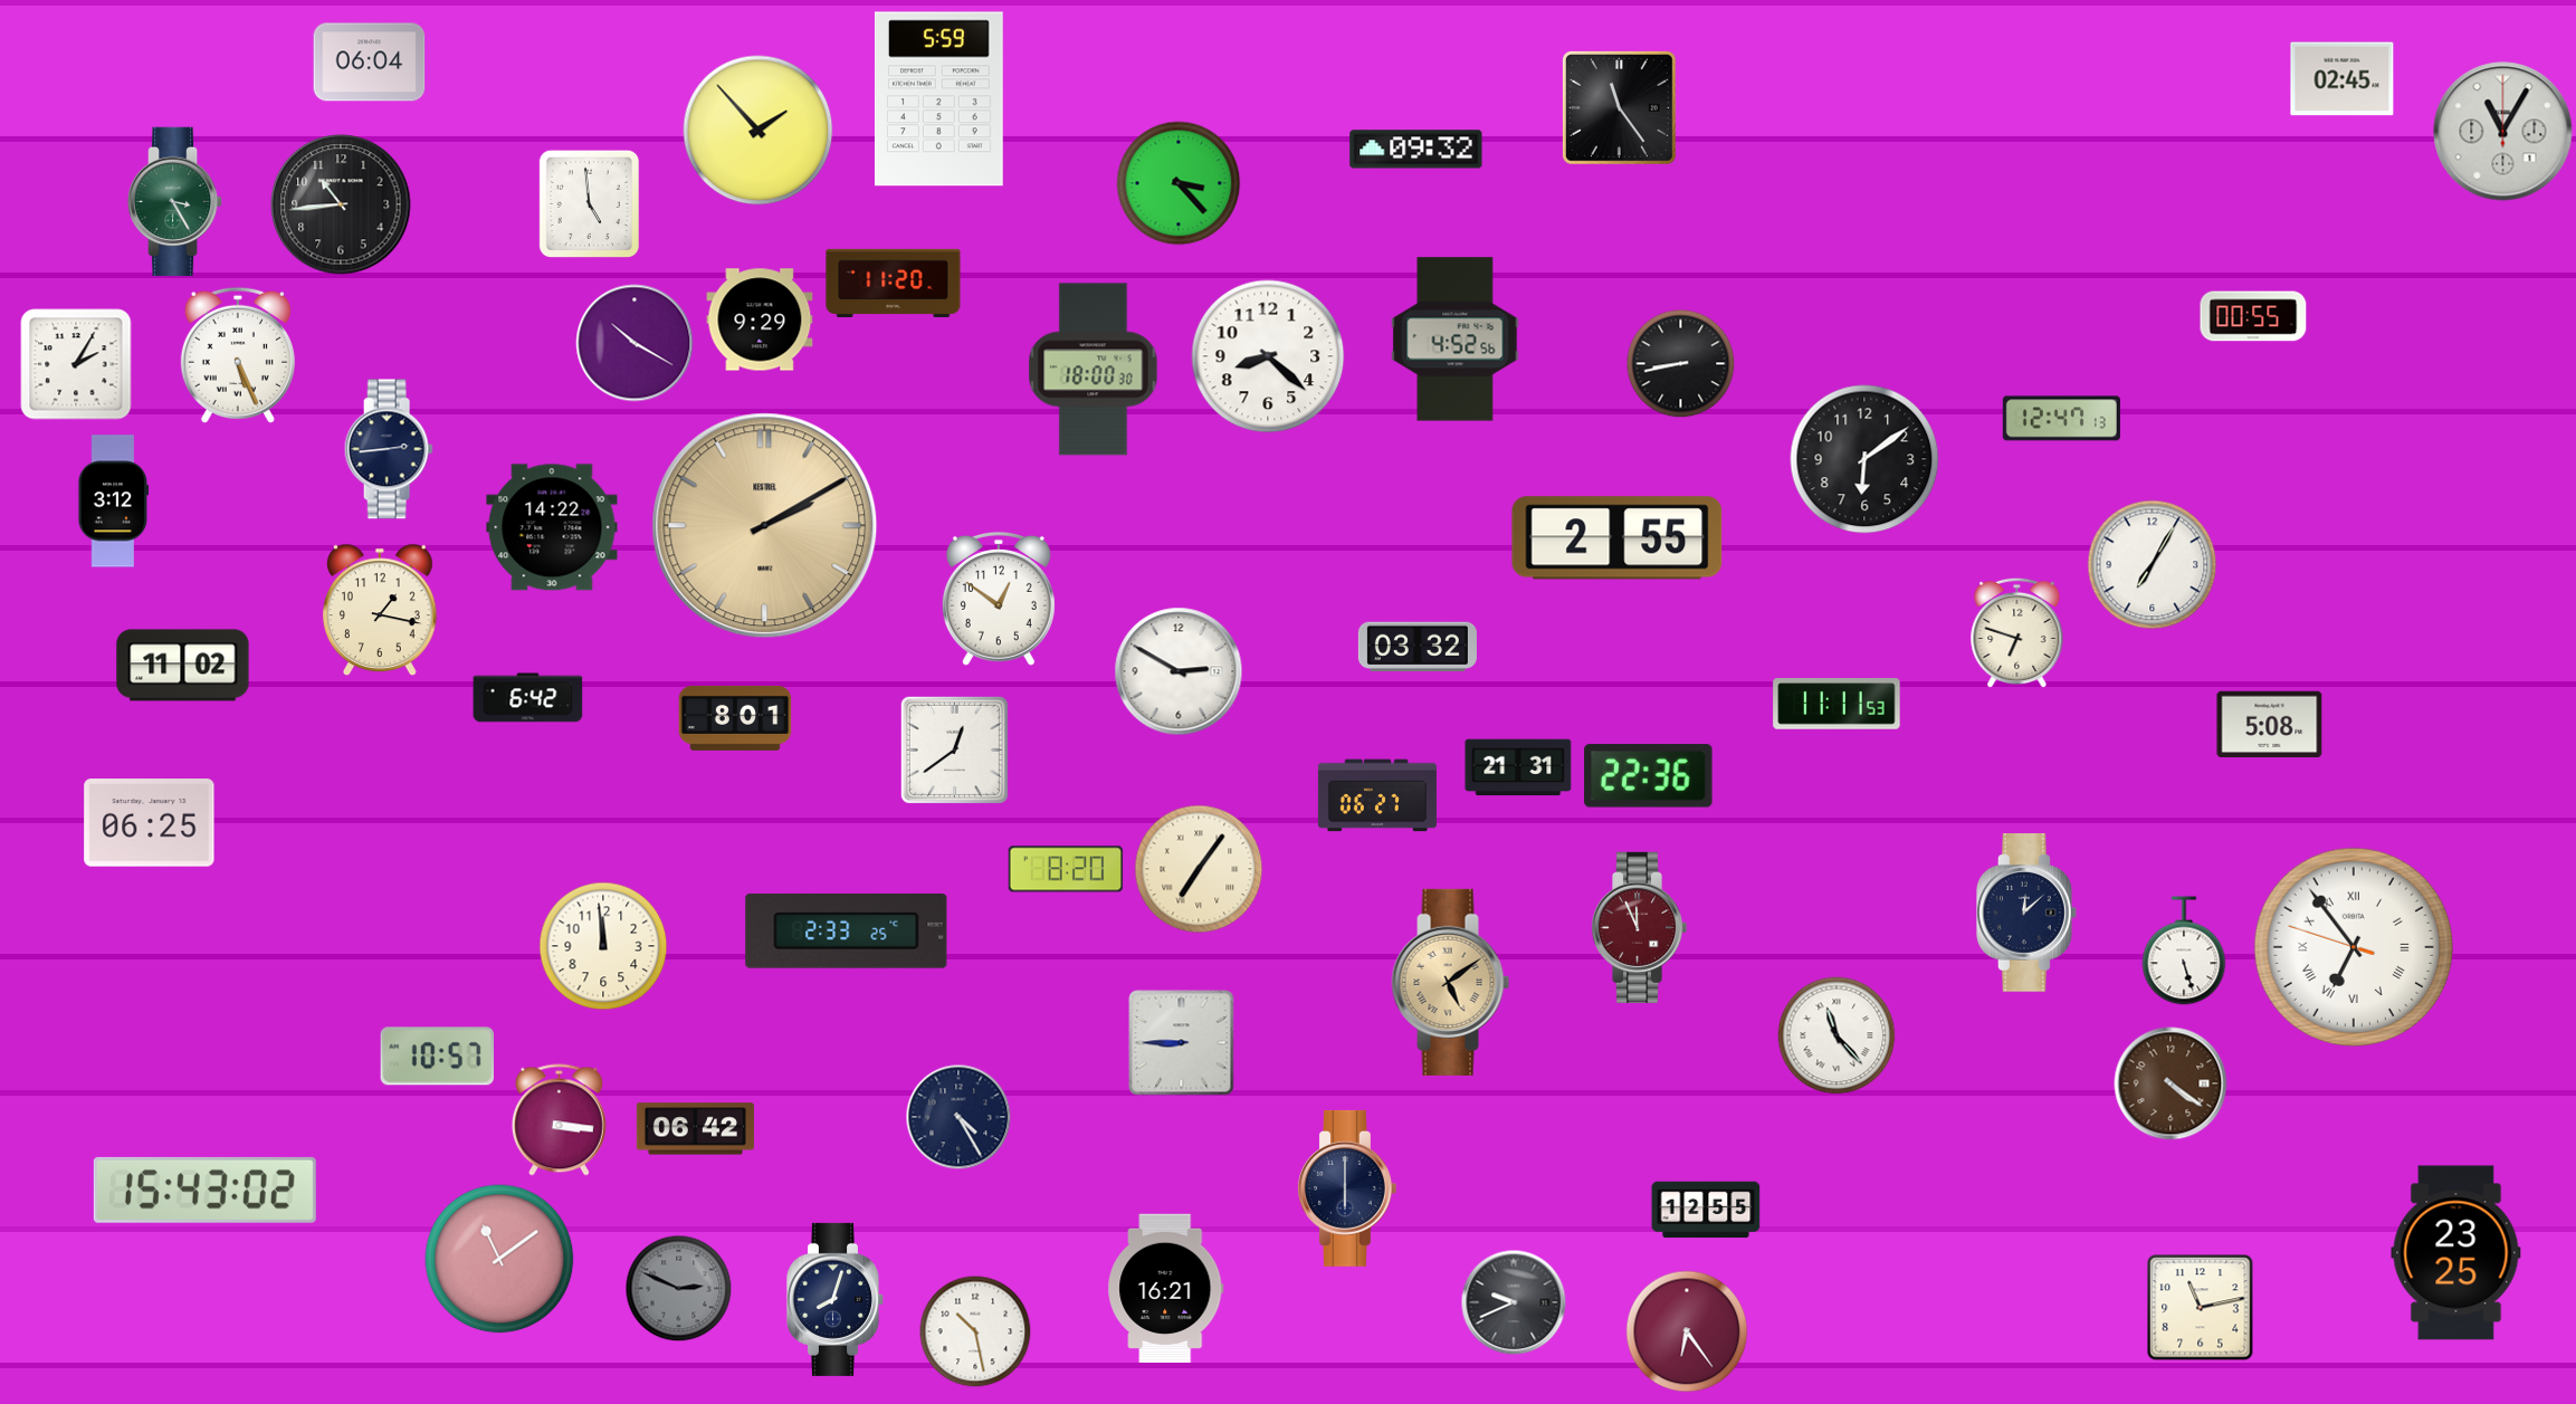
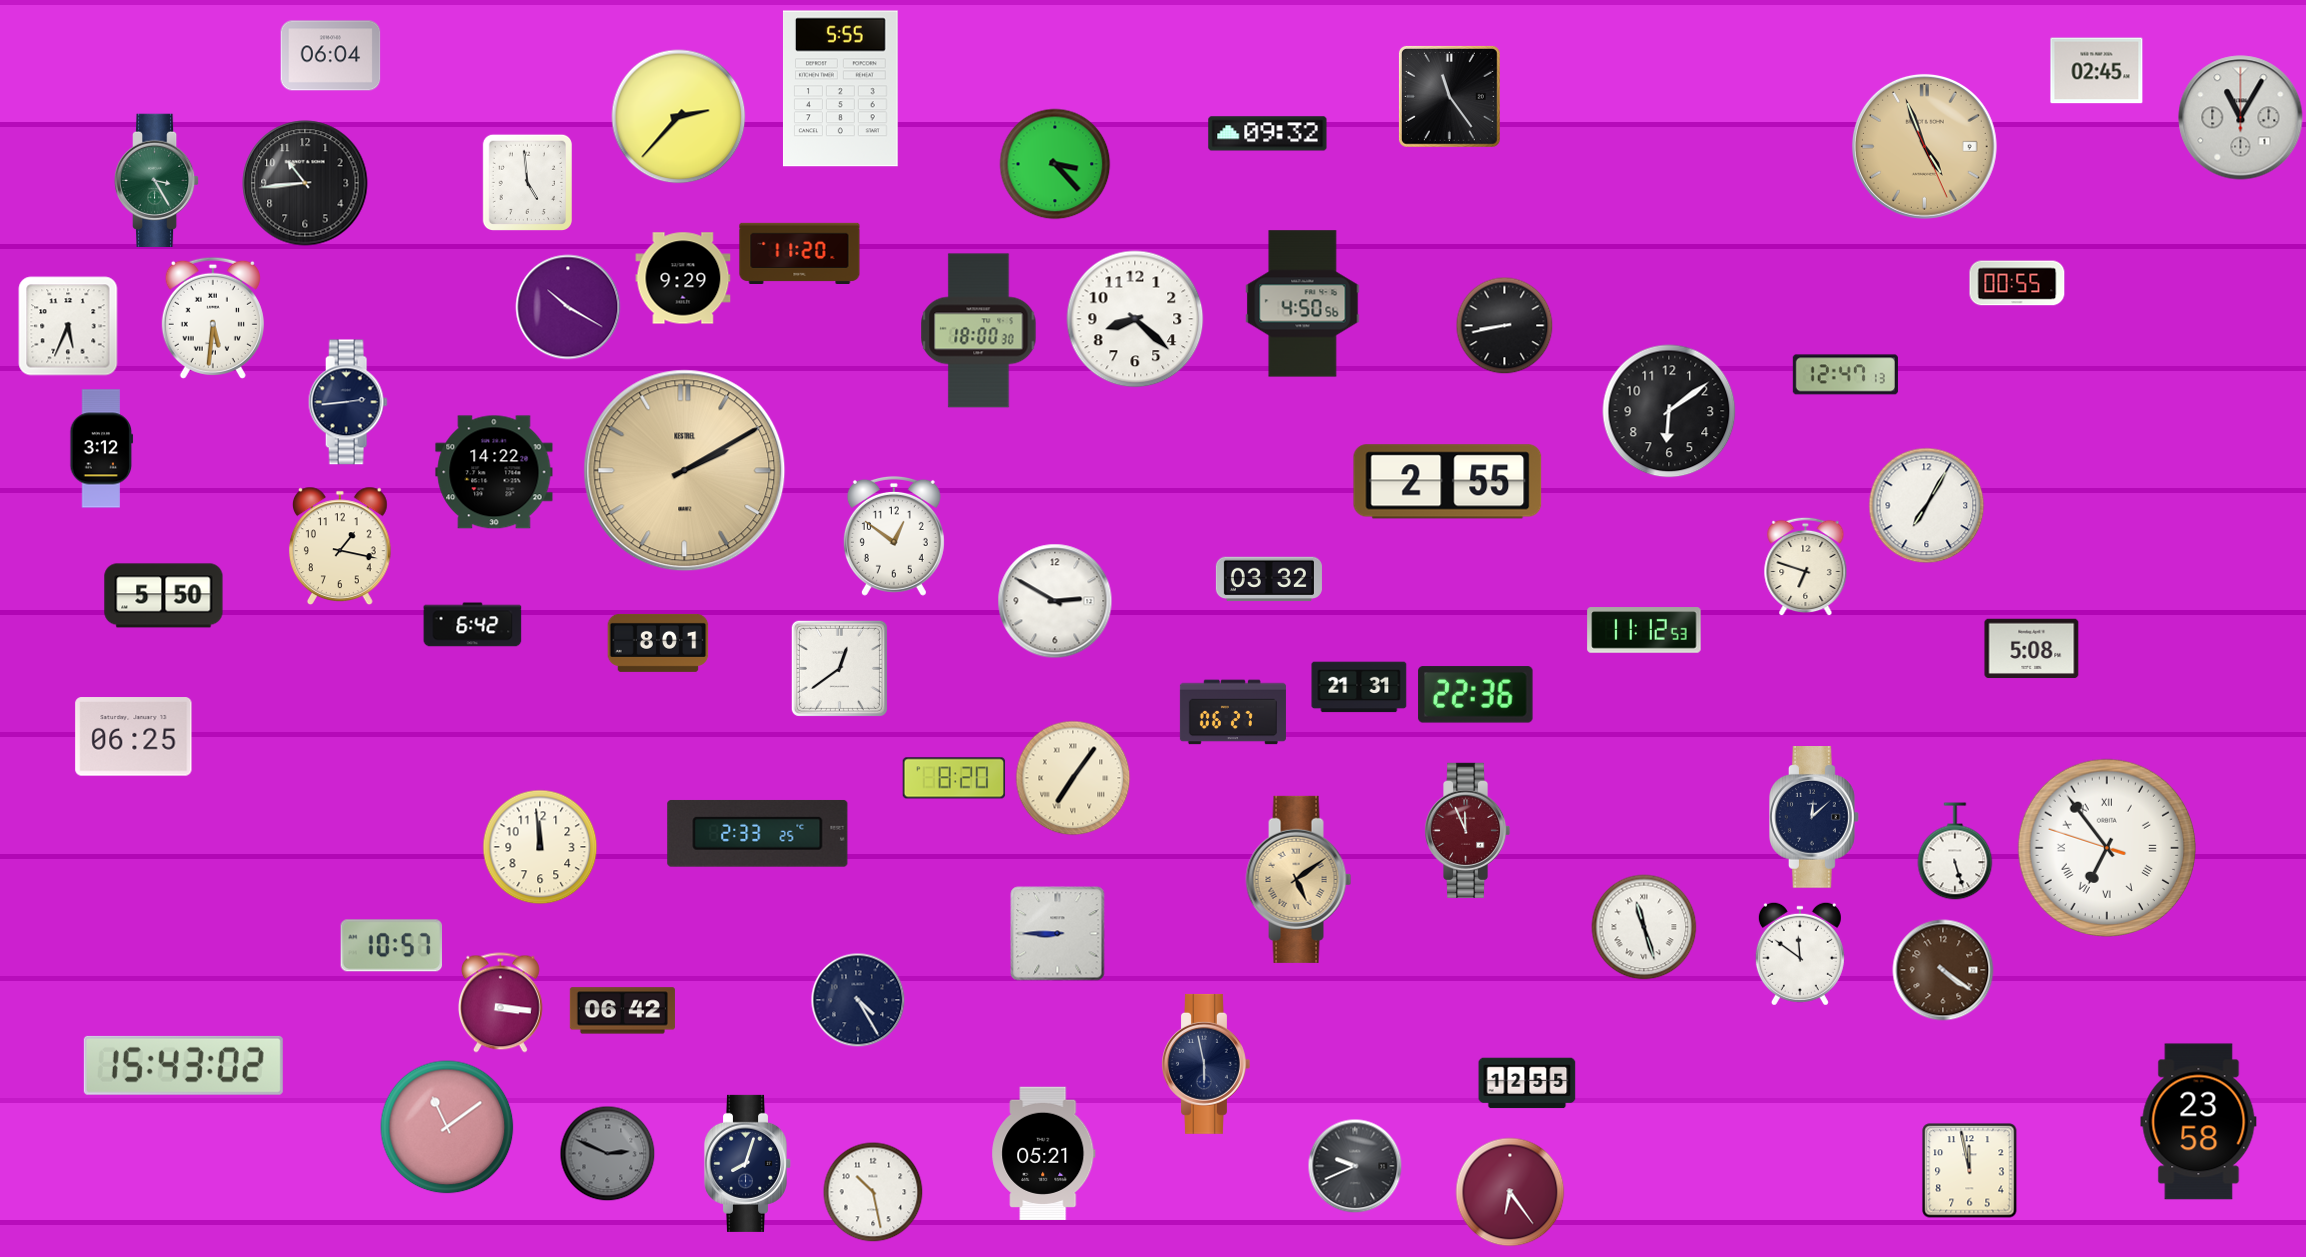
clock at (938, 99): 5:59 -> 5:55
clock at (759, 131): 1:53 -> 2:37
clock at (1924, 146): none -> 4:56
clock at (760, 319) position: (760, 319) -> (683, 278)
clock at (1456, 340): 4:52 -> 4:50
clock at (238, 355): 5:26 -> 5:31
clock at (76, 364): 2:05 -> 5:34
clock at (183, 666): 11:02 -> 5:50
clock at (1836, 704): 11:11 -> 11:12
clock at (954, 749) position: (954, 749) -> (839, 668)
clock at (1836, 1035): 11:23 -> 11:27
clock at (1800, 954): none -> 11:51
clock at (1347, 1188): 6:00 -> 5:58
clock at (2456, 1253): 23:25 -> 23:58
clock at (1166, 1288): 16:21 -> 05:21
clock at (2201, 1308): 11:13 -> 11:58
